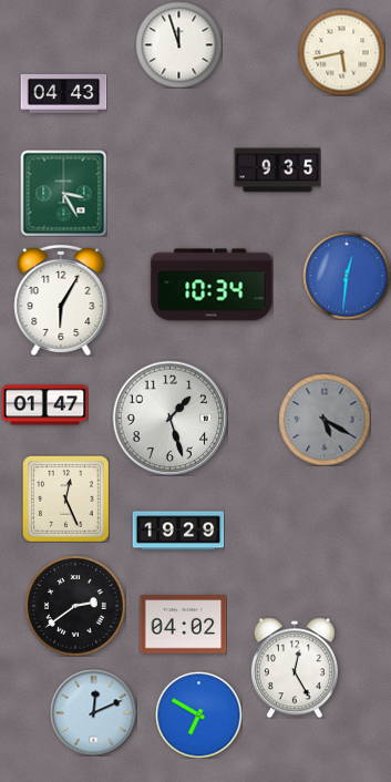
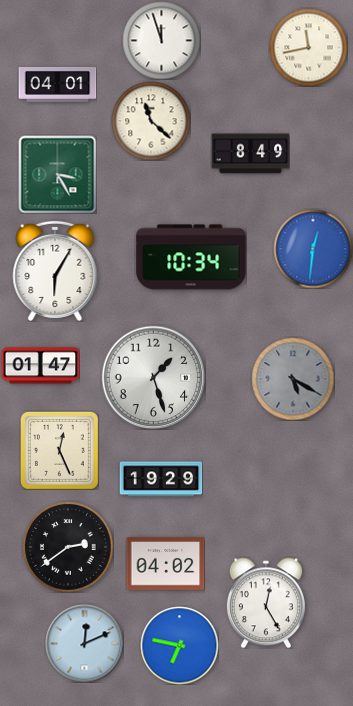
clock at (341, 52): 5:43 -> 11:43
clock at (63, 93): 04:43 -> 04:01
clock at (151, 121): none -> 11:22
clock at (277, 171): 9:35 -> 8:49
clock at (198, 714): 6:50 -> 6:47
